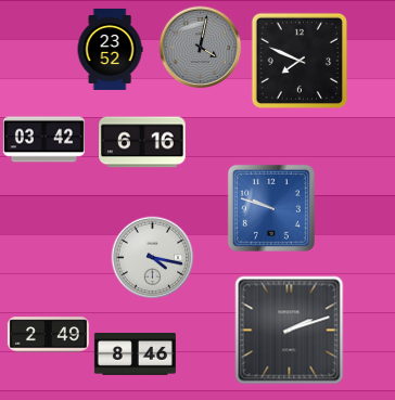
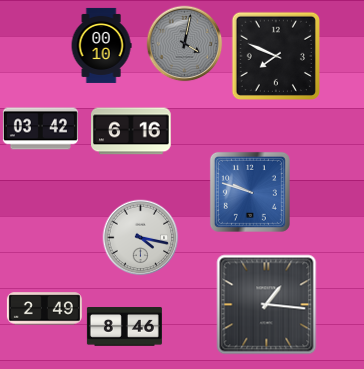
clock at (110, 49): 23:52 -> 00:10
clock at (290, 331): 2:12 -> 1:16
